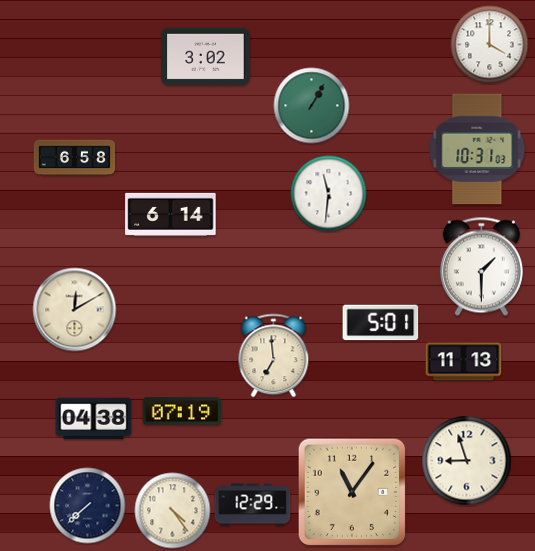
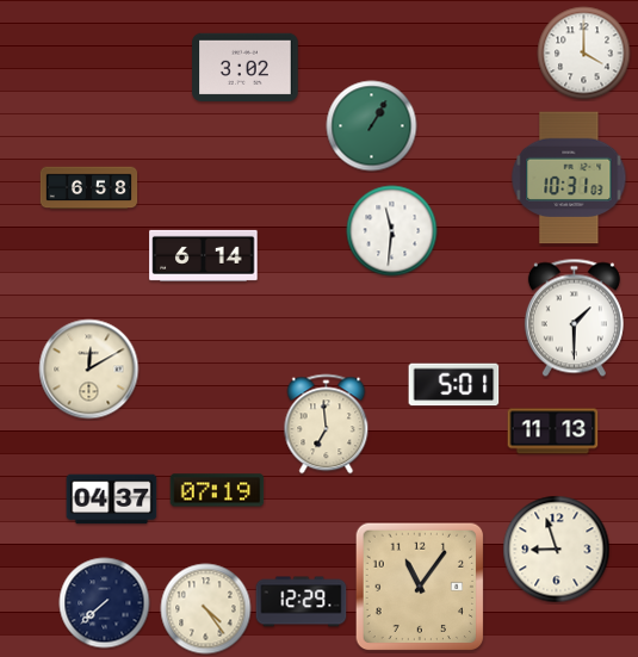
clock at (94, 419): 04:38 -> 04:37
